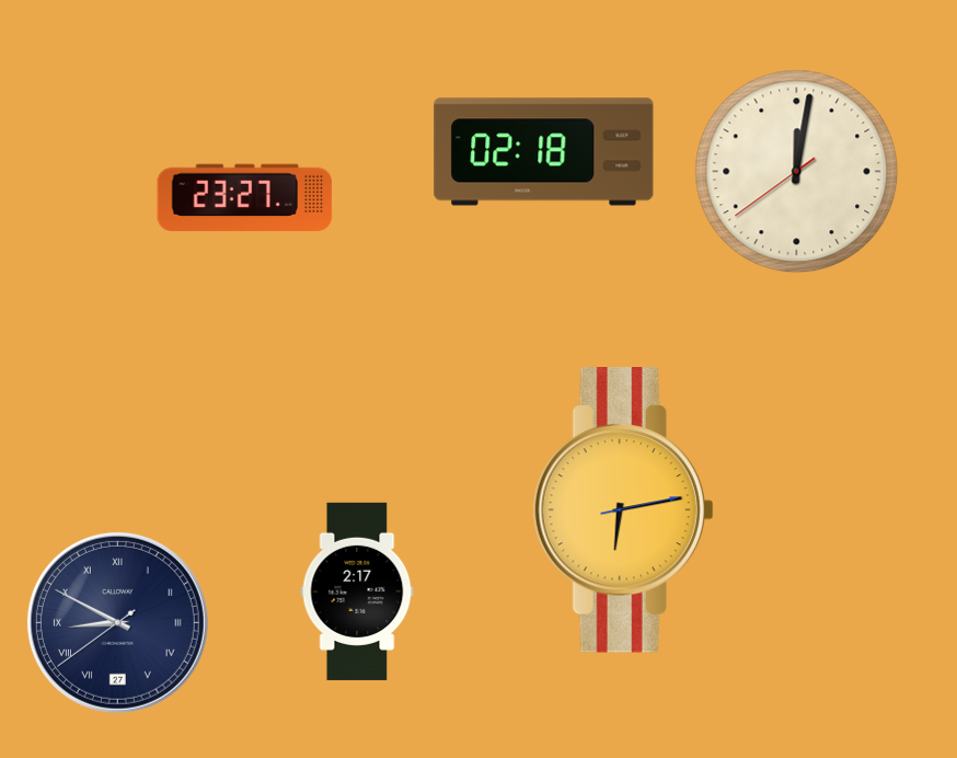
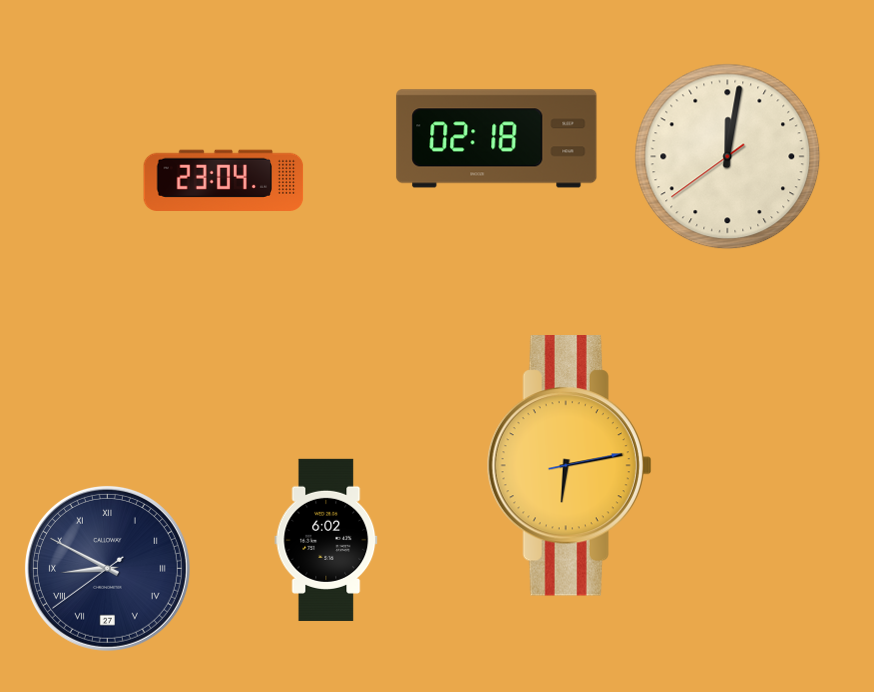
clock at (245, 197): 23:27 -> 23:04
clock at (357, 592): 2:17 -> 6:02
